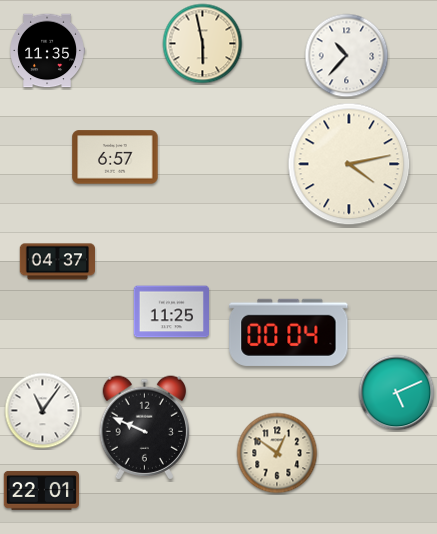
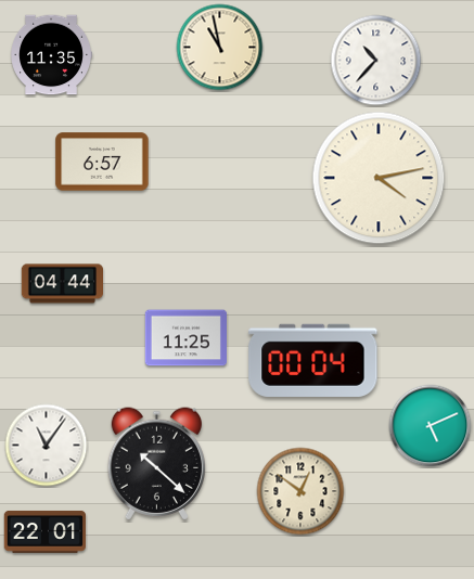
clock at (203, 44): 5:58 -> 10:58
clock at (115, 157) position: (115, 157) -> (102, 162)
clock at (57, 262): 04:37 -> 04:44
clock at (144, 428): 9:49 -> 10:22
